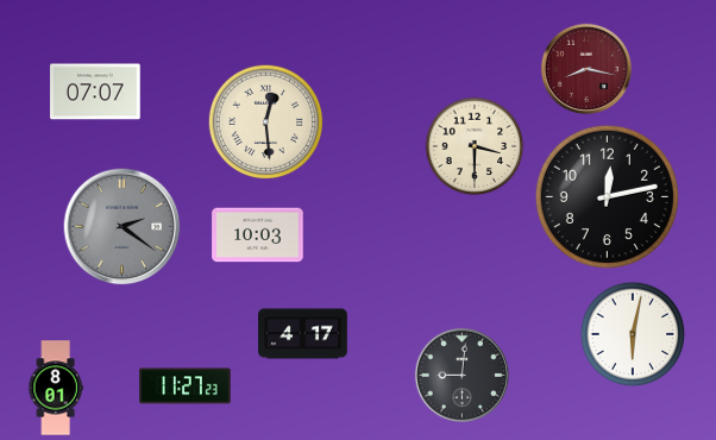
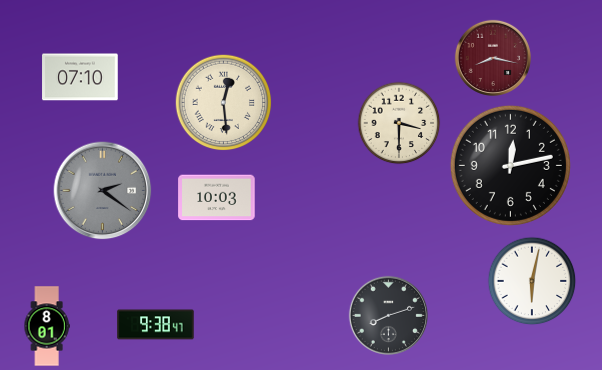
clock at (95, 92): 07:07 -> 07:10
clock at (303, 334): 4:17 -> none
clock at (461, 375): 9:01 -> 8:12
clock at (186, 386): 11:27 -> 9:38
